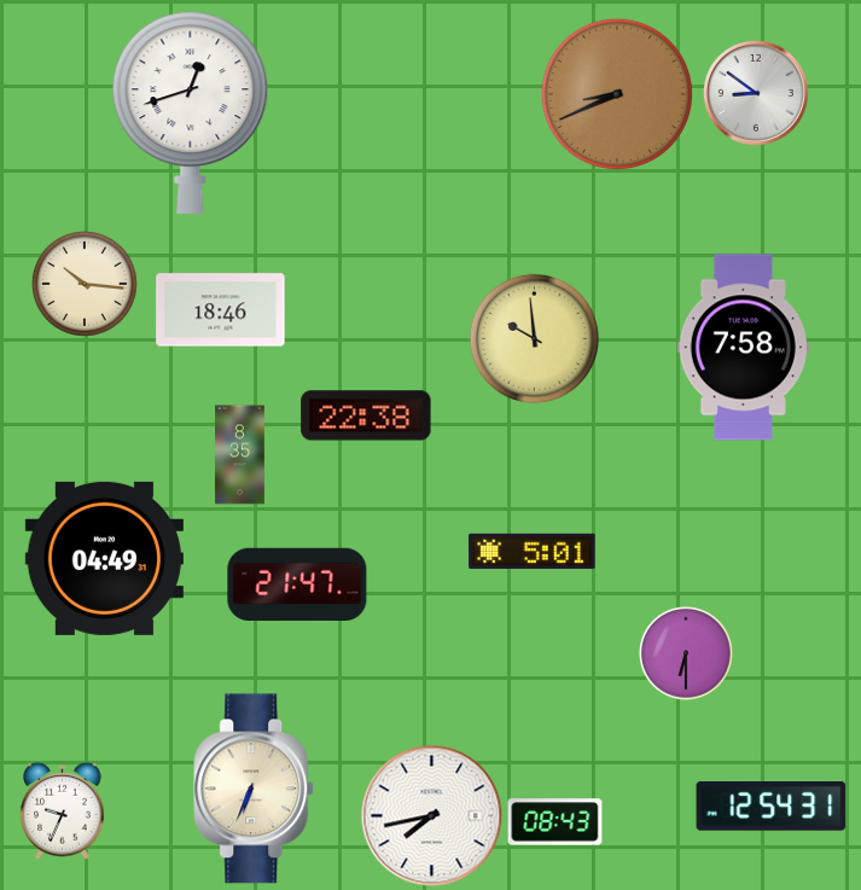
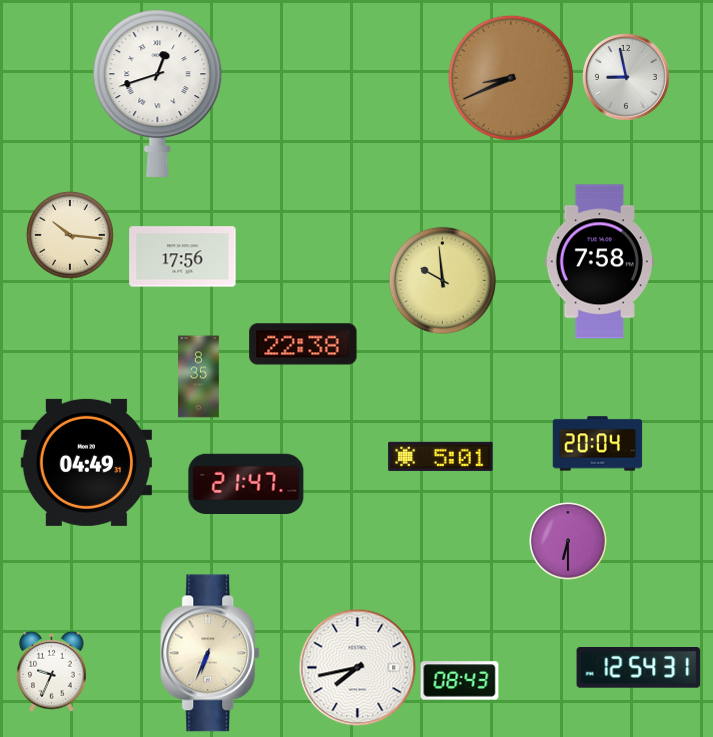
clock at (757, 94): 8:51 -> 8:58
clock at (221, 310): 18:46 -> 17:56
clock at (743, 348) position: (743, 348) -> (599, 262)
clock at (598, 444): none -> 20:04
clock at (432, 816) position: (432, 816) -> (358, 668)
